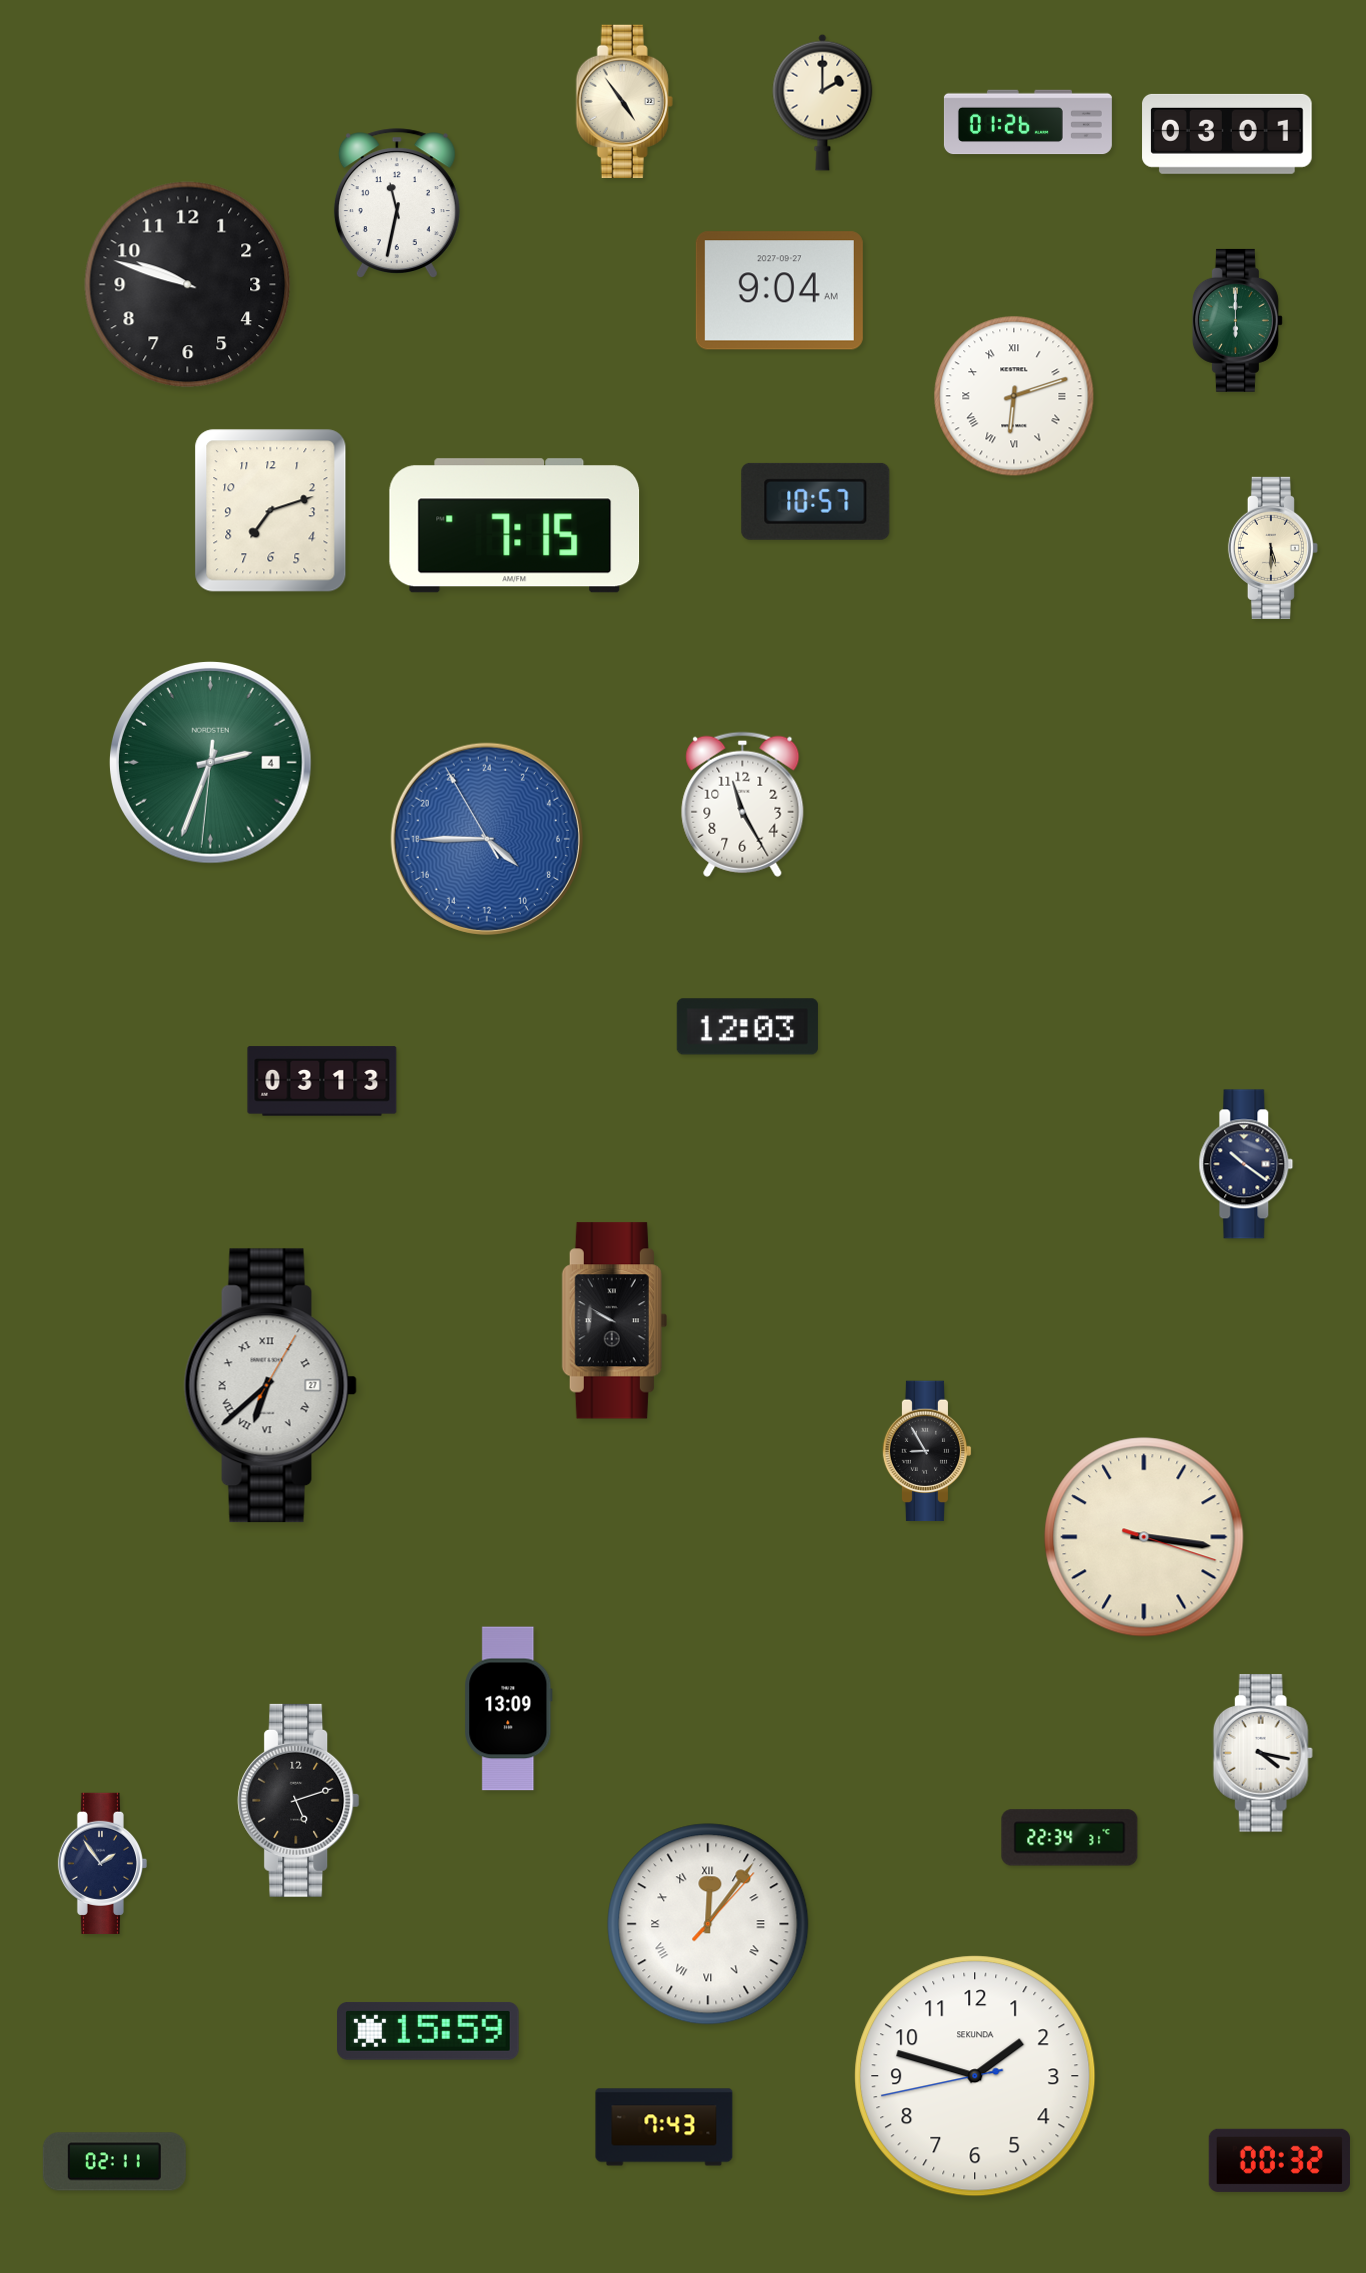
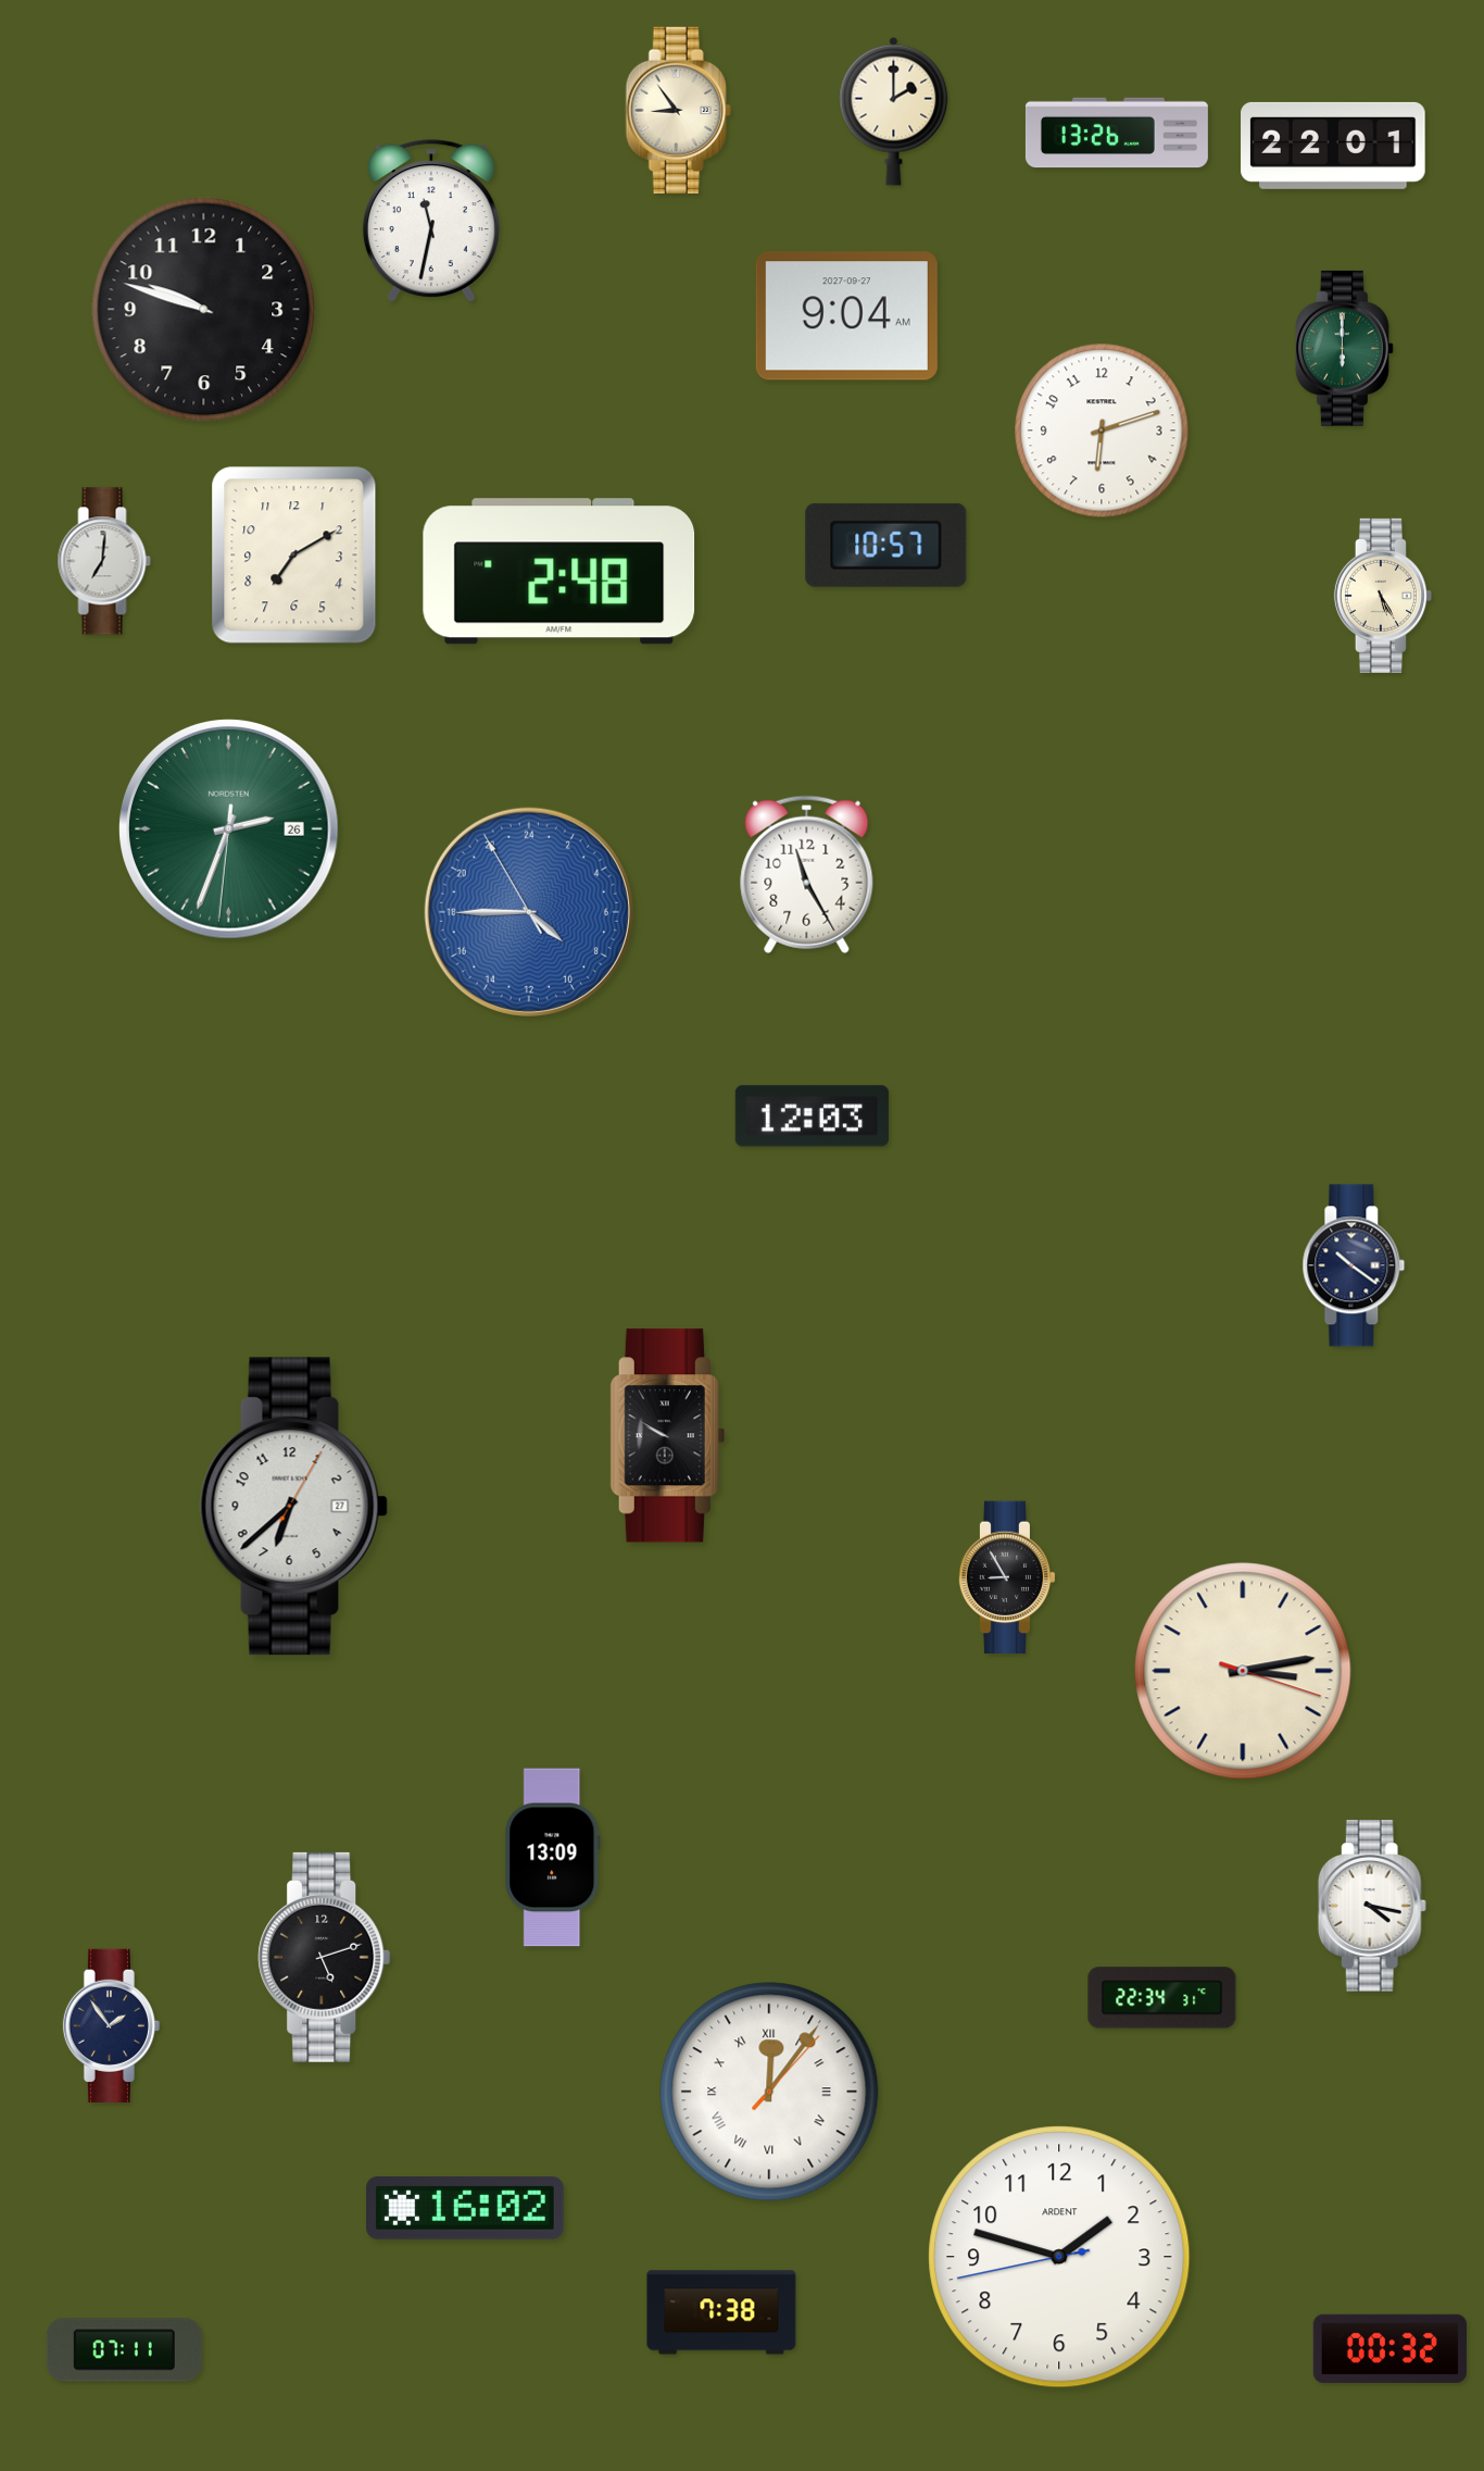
clock at (624, 101): 4:54 -> 8:54
clock at (1028, 122): 01:26 -> 13:26
clock at (1227, 134): 03:01 -> 22:01
clock at (1014, 396) numerals: Roman -> Arabic
clock at (271, 511): 7:12 -> 7:10
clock at (104, 561): none -> 7:01
clock at (515, 526): 7:15 -> 2:48
clock at (1273, 548): 5:30 -> 5:25
clock at (211, 763) date: 4 -> 26
clock at (322, 1081): 03:13 -> none
clock at (270, 1386) numerals: Roman -> Arabic
clock at (1144, 1537): 3:16 -> 3:13
clock at (429, 2032): 15:59 -> 16:02
clock at (975, 2076) brand: SEKUNDA -> ARDENT
clock at (664, 2127): 7:43 -> 7:38
clock at (114, 2162): 02:11 -> 07:11
